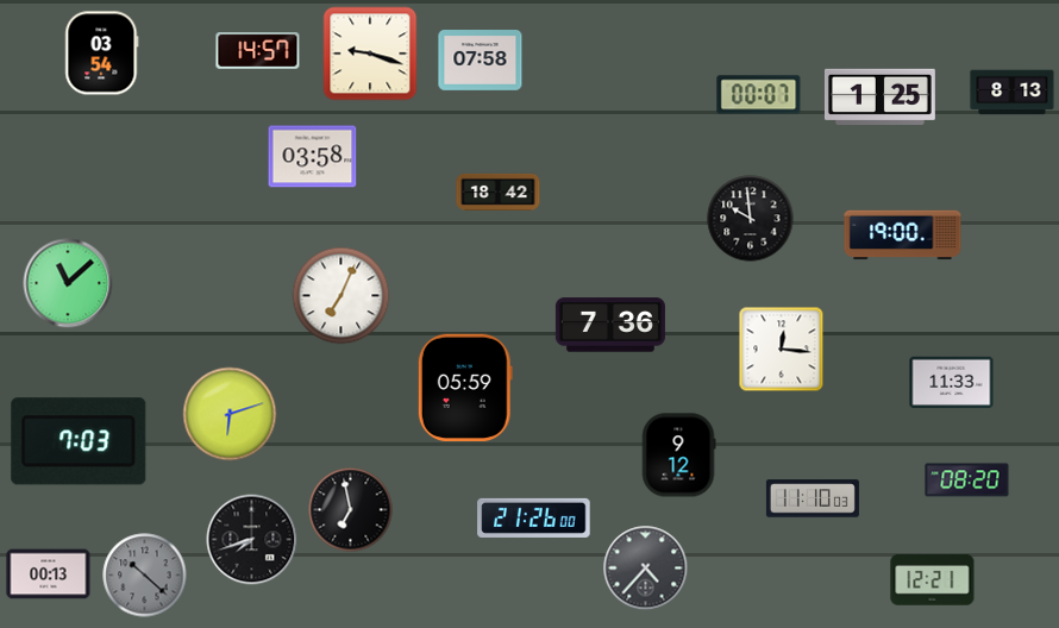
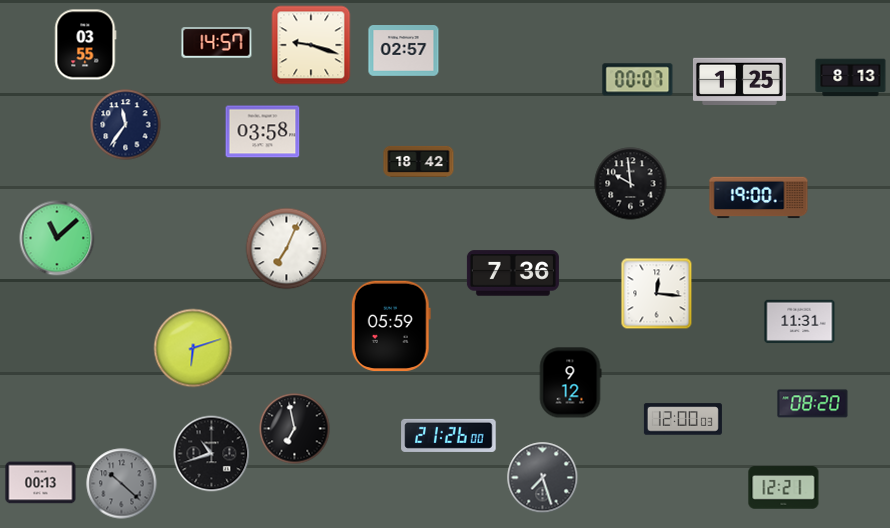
clock at (102, 54): 03:54 -> 03:55
clock at (481, 61): 07:58 -> 02:57
clock at (126, 125): none -> 11:36
clock at (952, 383): 11:33 -> 11:31
clock at (79, 441): 7:03 -> none
clock at (813, 498): 11:10 -> 12:00
clock at (252, 540): 7:42 -> 10:42
clock at (646, 569): 4:37 -> 7:27
